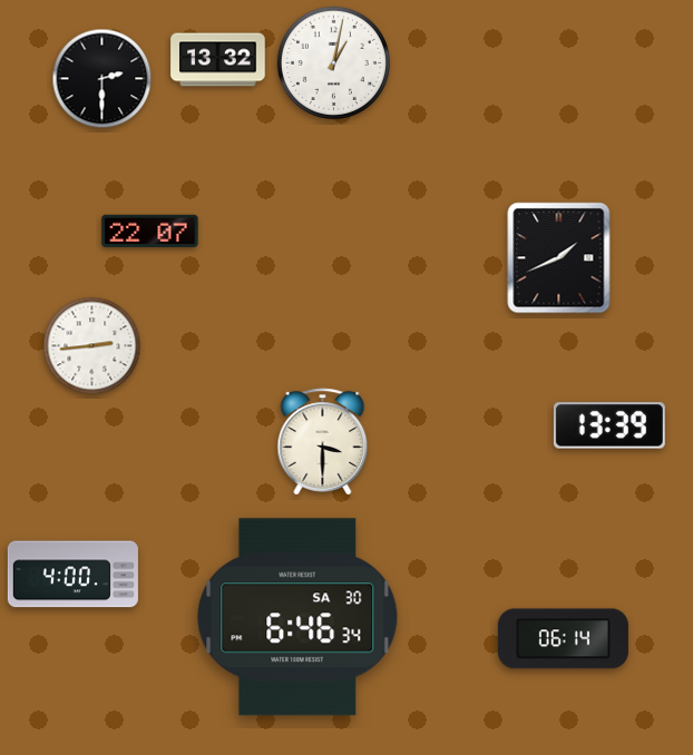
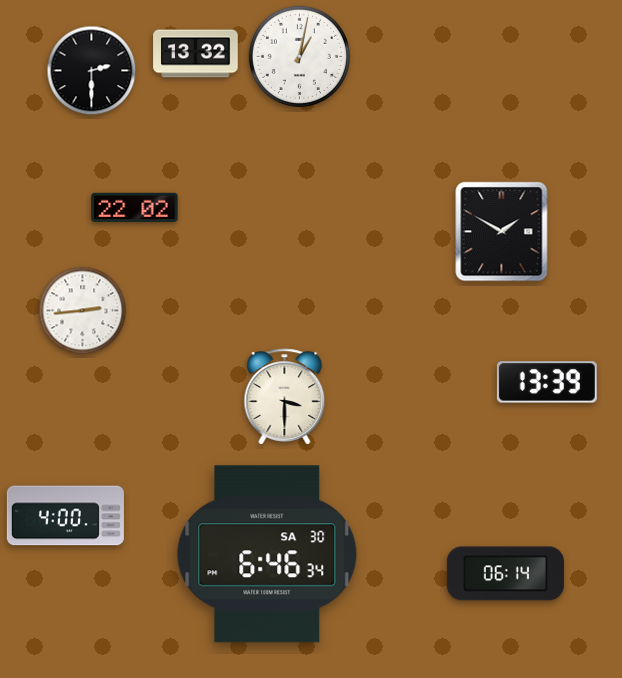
clock at (150, 232): 22:07 -> 22:02
clock at (559, 258): 1:41 -> 1:50
clock at (323, 442) position: (323, 442) -> (285, 397)
